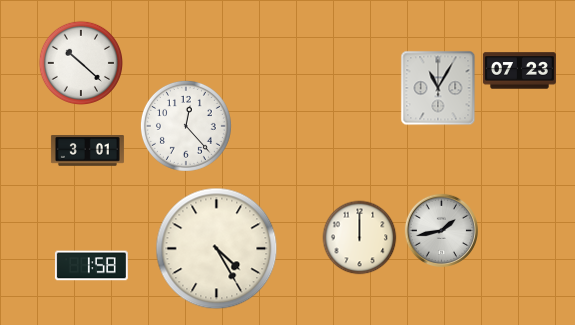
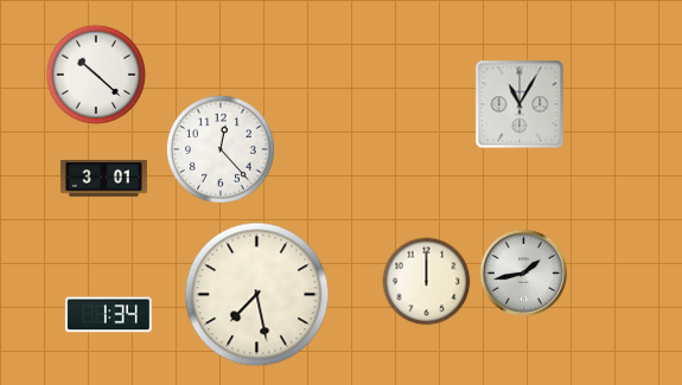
clock at (519, 71): 07:23 -> none
clock at (217, 249): 4:25 -> 7:28
clock at (91, 266): 1:58 -> 1:34
